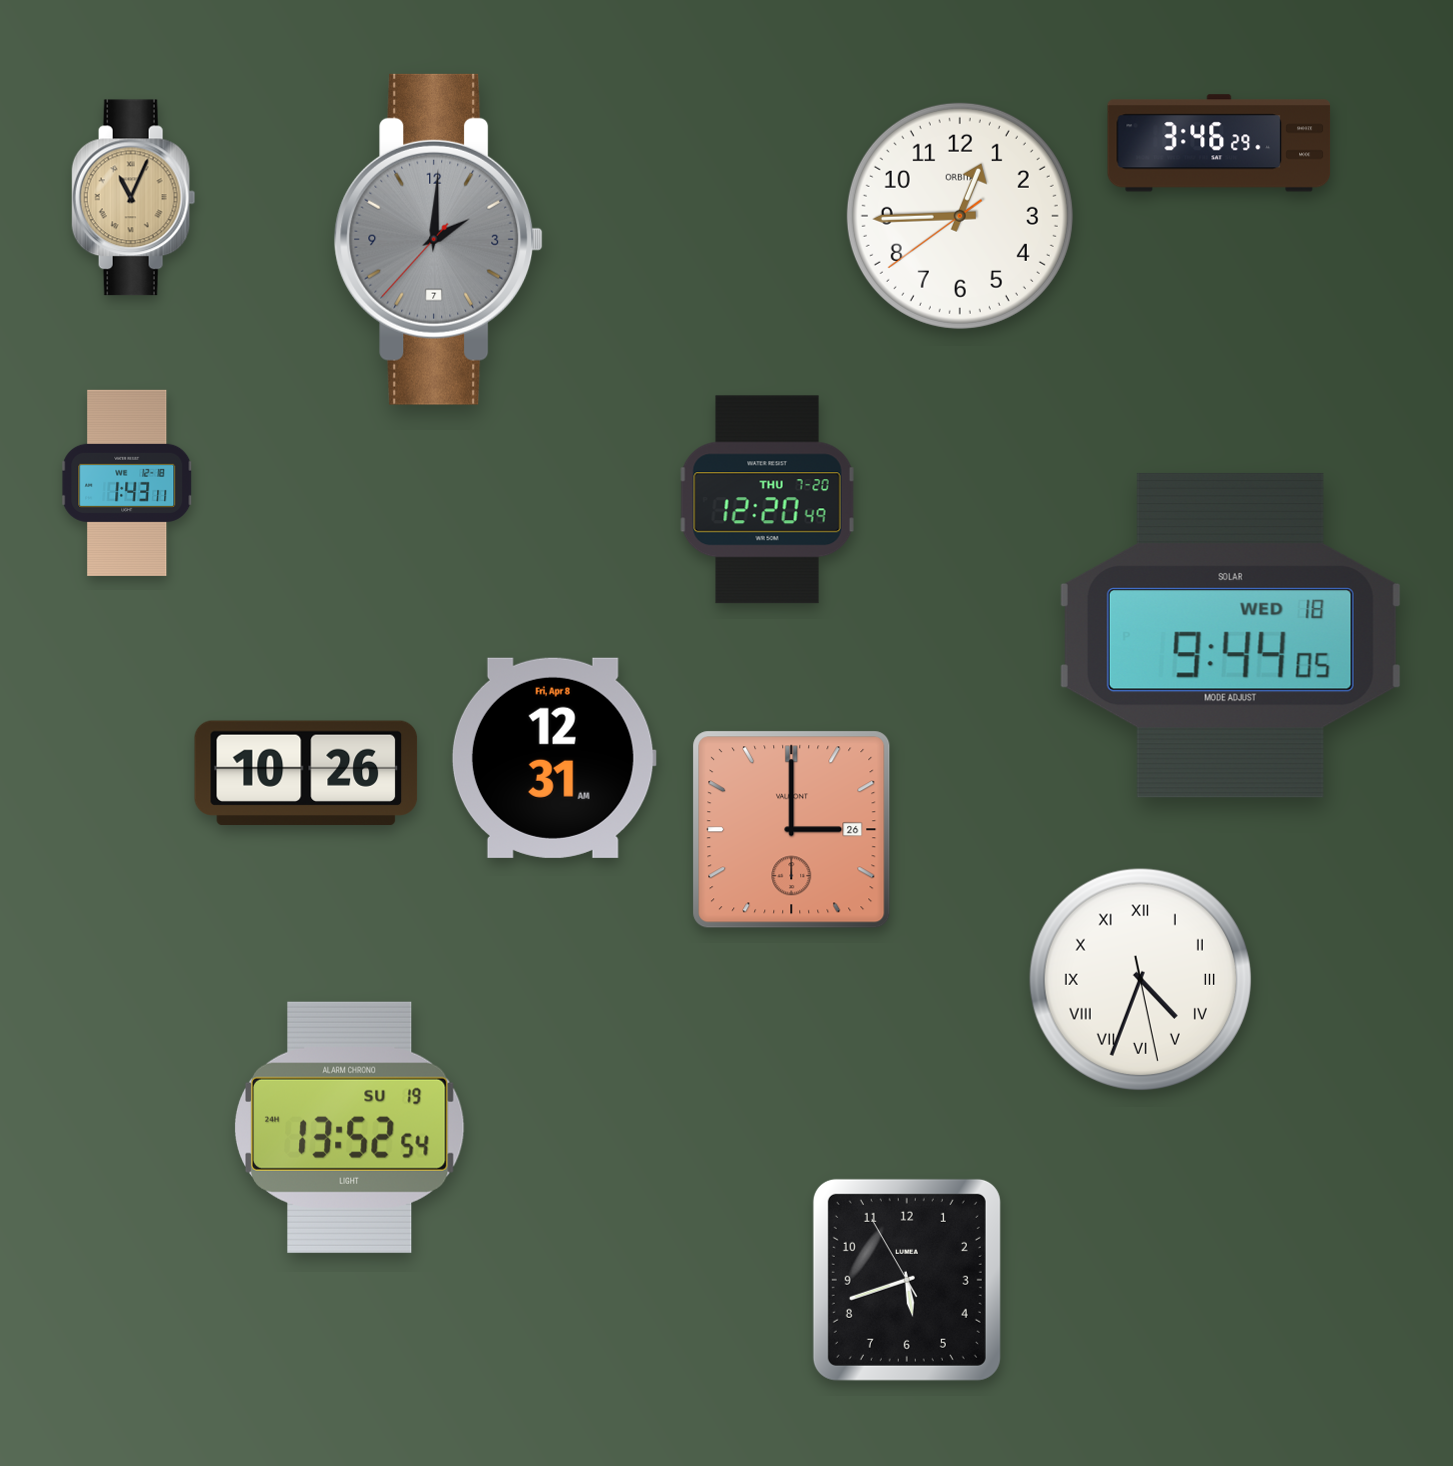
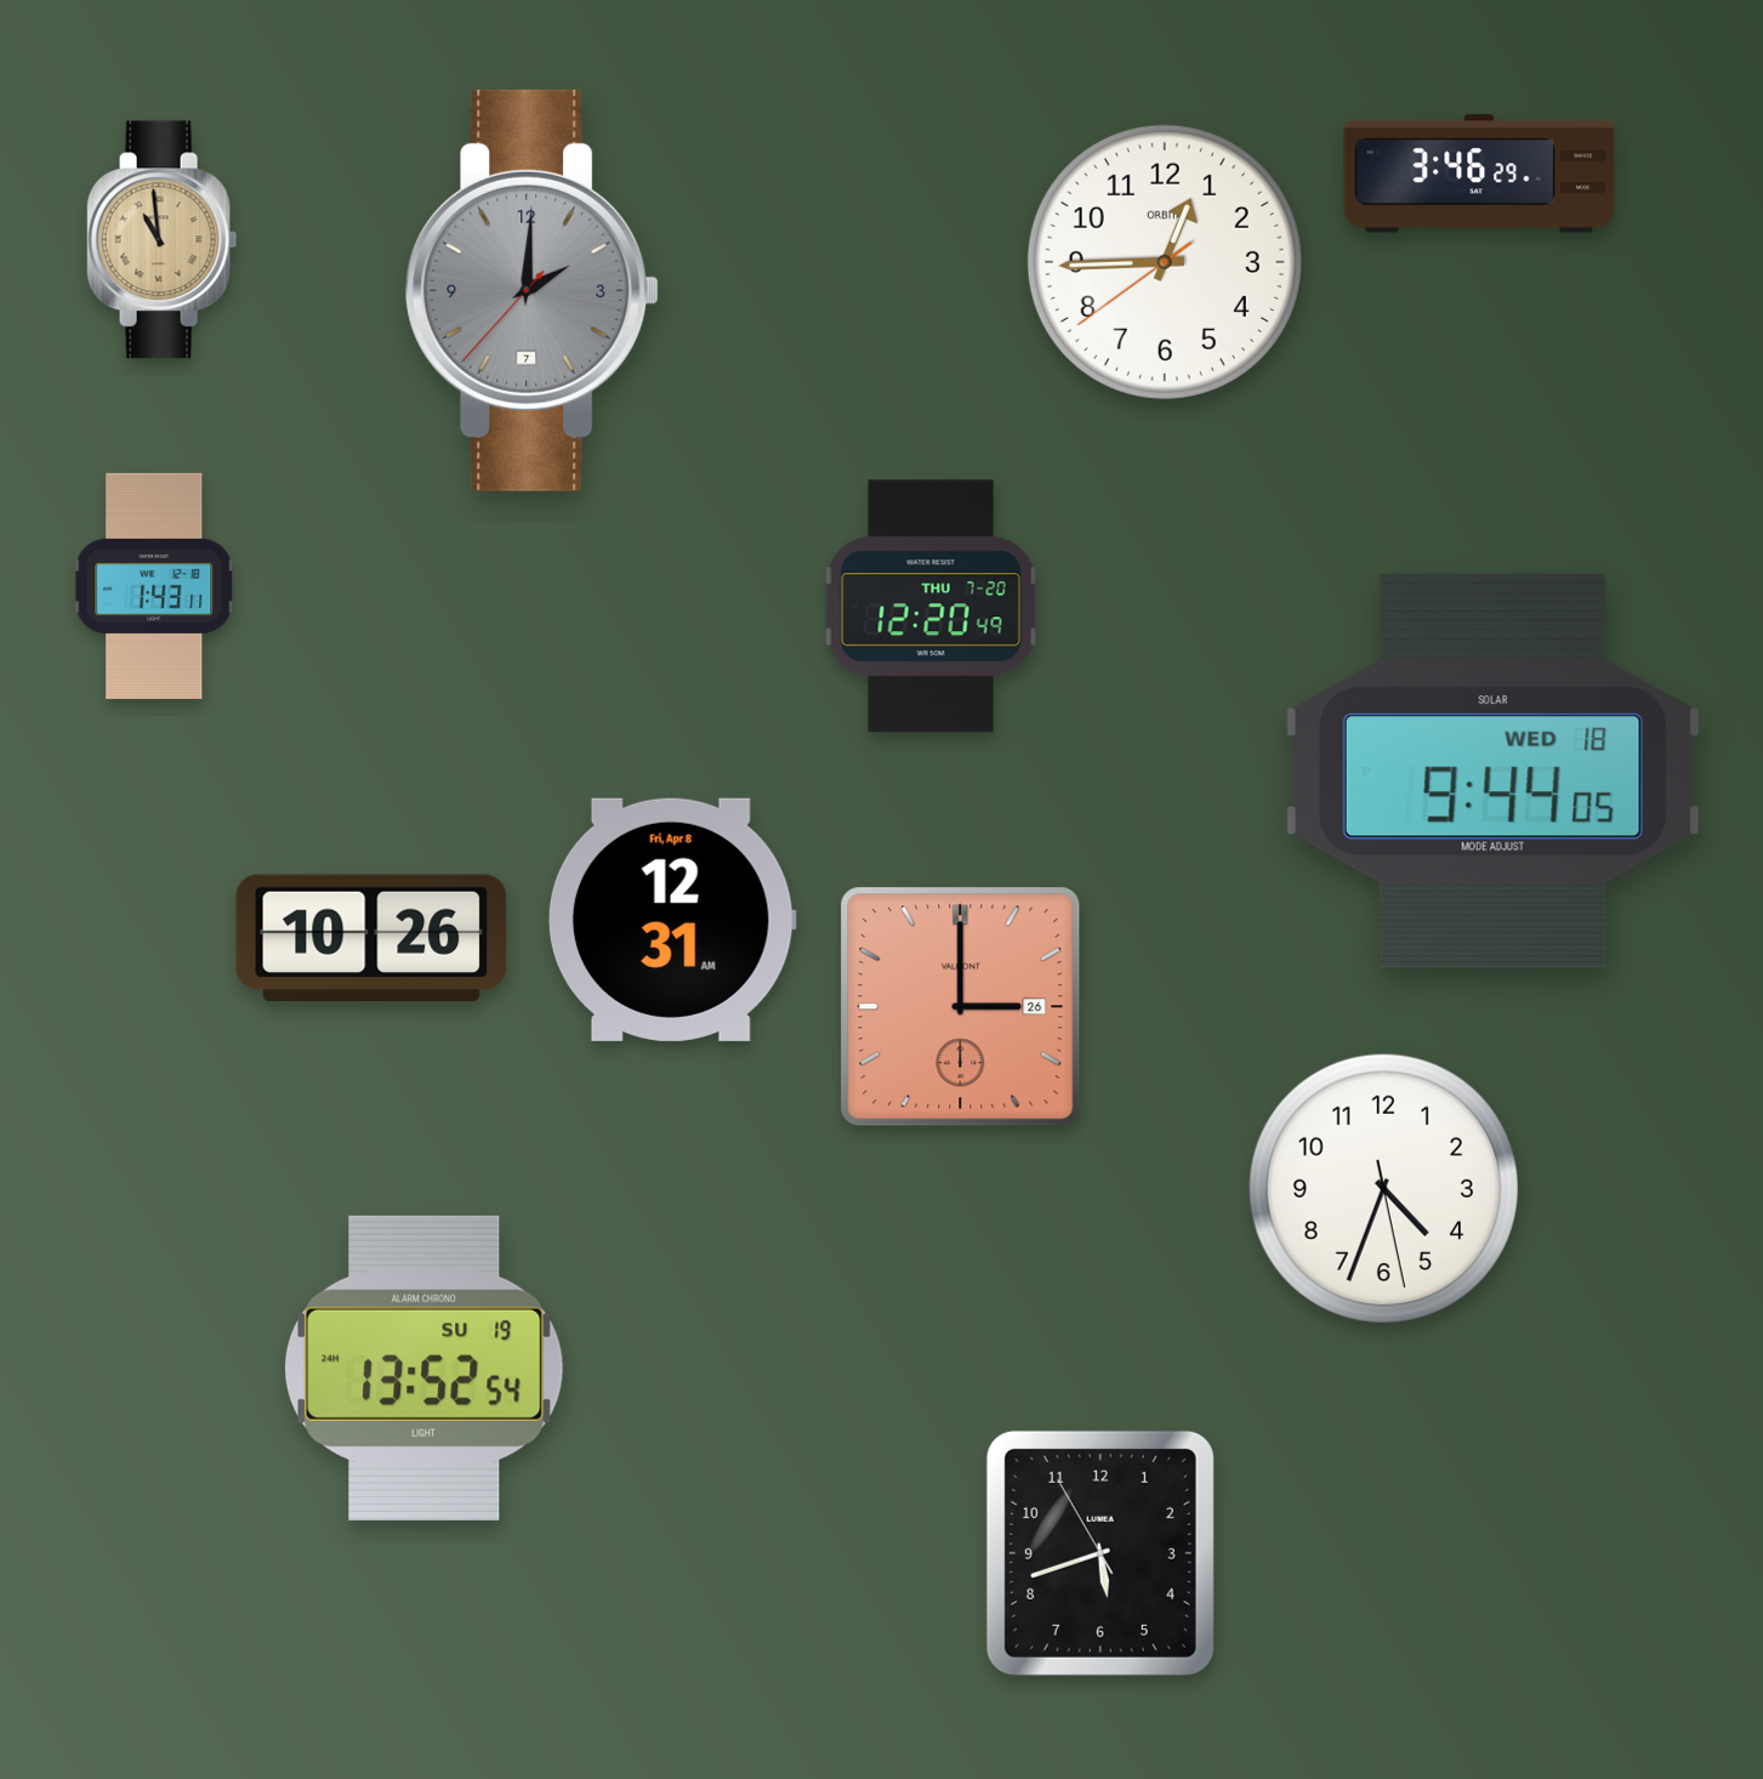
clock at (134, 198): 11:04 -> 10:59
clock at (1140, 979) numerals: Roman -> Arabic
